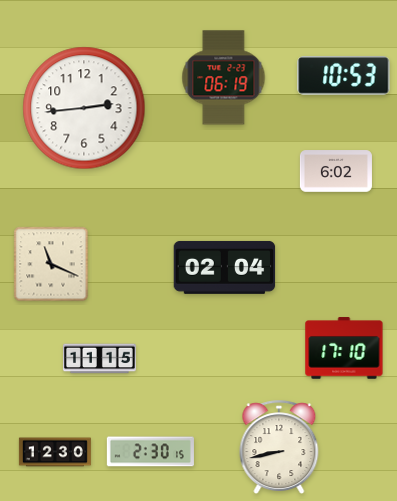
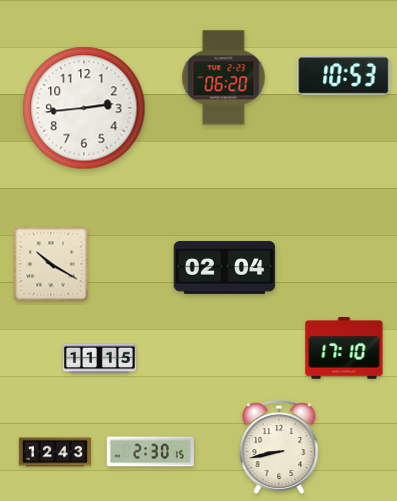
clock at (224, 78): 06:19 -> 06:20
clock at (336, 171): 6:02 -> none
clock at (51, 264): 11:19 -> 10:20
clock at (55, 452): 12:30 -> 12:43
